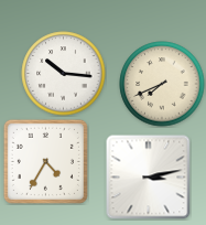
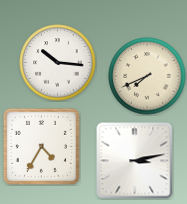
clock at (64, 74) position: (64, 74) -> (58, 63)
